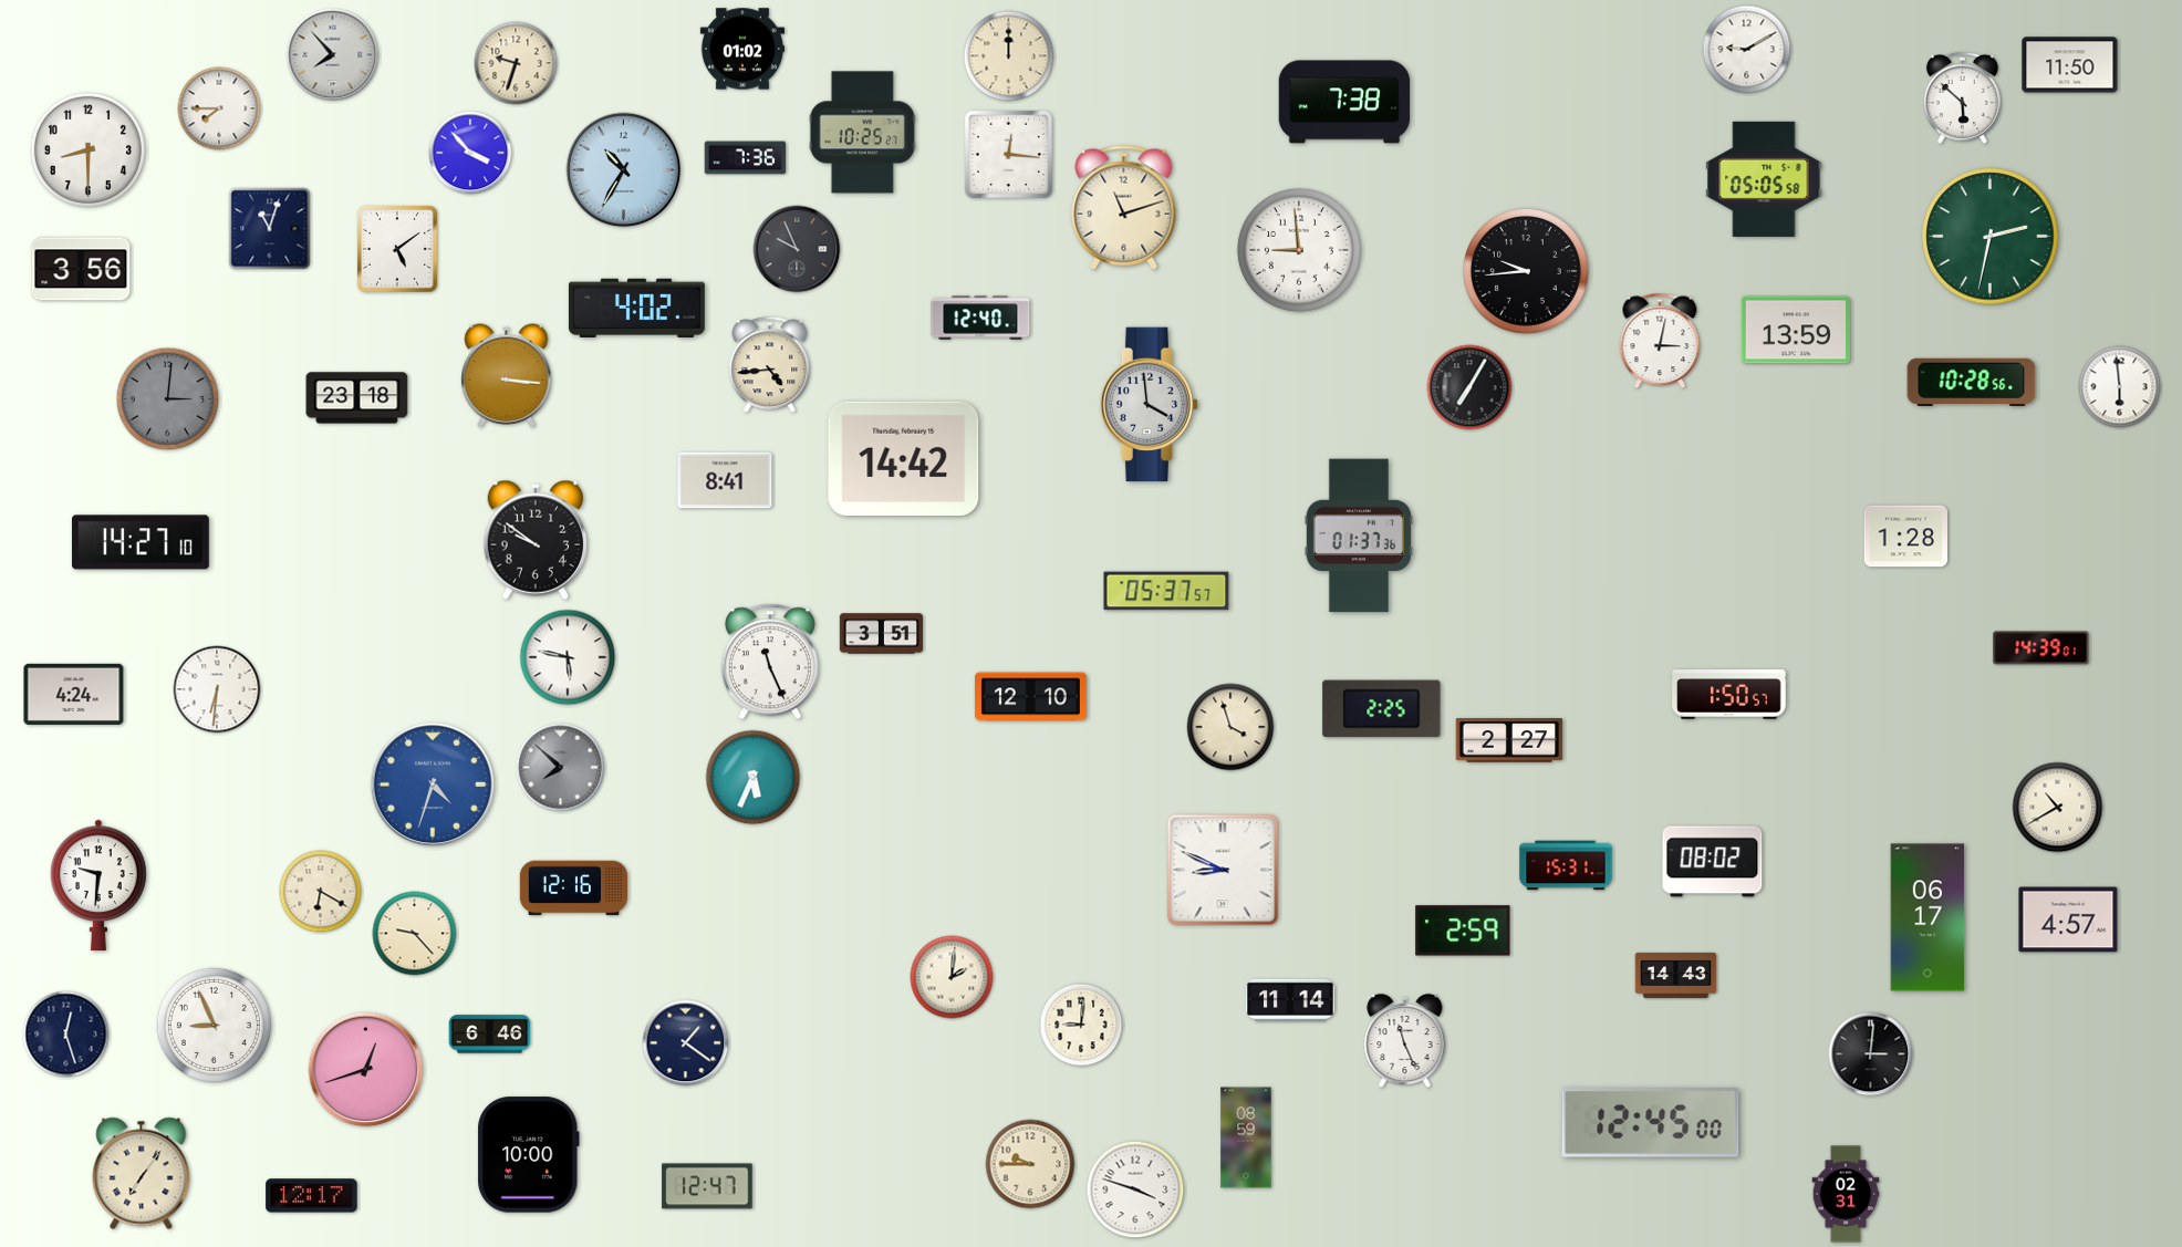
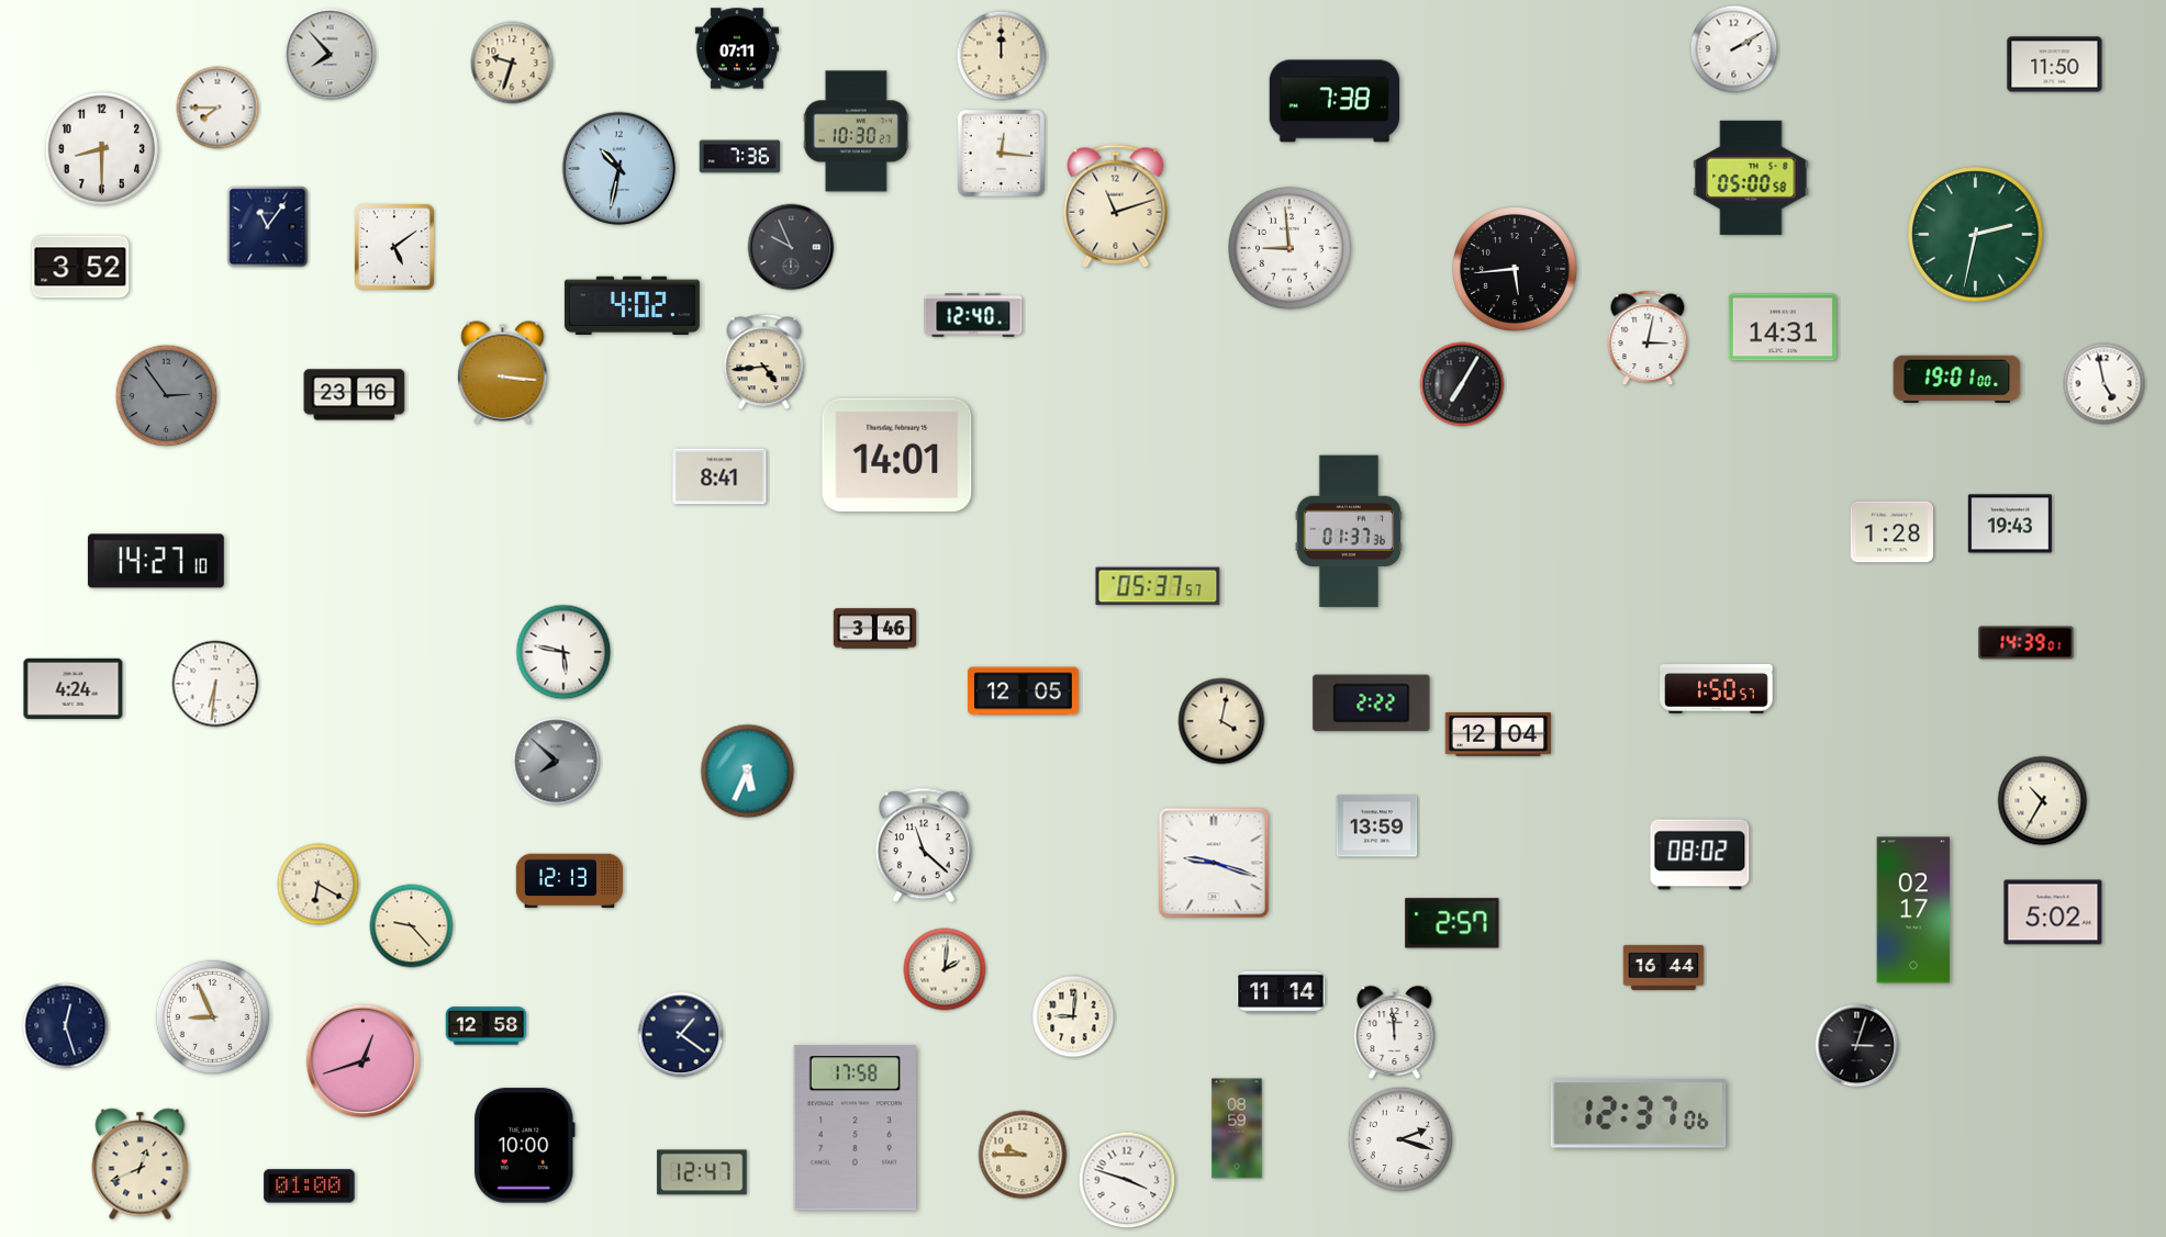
clock at (742, 49): 01:02 -> 07:11
clock at (1747, 50): 9:10 -> 2:10
clock at (1962, 97): 5:52 -> none
clock at (862, 133): 10:25 -> 10:30
clock at (87, 149) position: (87, 149) -> (101, 148)
clock at (470, 153): 3:53 -> none
clock at (624, 170): 10:35 -> 10:32
clock at (1764, 179): 05:05 -> 05:00
clock at (270, 229): 11:03 -> 11:06
clock at (81, 269): 3:56 -> 3:52
clock at (1526, 271): 9:44 -> 5:44
clock at (1796, 330): 13:59 -> 14:31
clock at (1972, 382): 10:28 -> 19:01
clock at (1469, 387) position: (1469, 387) -> (1462, 384)
clock at (2120, 387): 5:59 -> 4:58
clock at (357, 398): 23:18 -> 23:16
clock at (168, 399): 3:01 -> 2:54
clock at (1150, 405): 3:59 -> none
clock at (904, 458): 14:42 -> 14:01
clock at (2010, 524): none -> 19:43
clock at (536, 540): 9:51 -> none
clock at (141, 542) position: (141, 542) -> (156, 561)
clock at (882, 634): 3:51 -> 3:46
clock at (770, 662): 11:26 -> none
clock at (1030, 697): 12:10 -> 12:05
clock at (1382, 709): 2:25 -> 2:22
clock at (1230, 727): 3:57 -> 4:02
clock at (1509, 740): 2:27 -> 12:04
clock at (433, 784): 4:33 -> none
clock at (2058, 808): 10:40 -> 10:35
clock at (1377, 826): none -> 13:59
clock at (924, 845): none -> 11:22
clock at (1566, 865): 15:31 -> none
clock at (1223, 870): 8:49 -> 9:18
clock at (100, 885): 9:31 -> none
clock at (573, 889): 12:16 -> 12:13
clock at (1928, 917): 06:17 -> 02:17
clock at (2068, 919): 4:57 -> 5:02
clock at (1463, 931): 2:59 -> 2:57
clock at (1676, 975): 14:43 -> 16:44
clock at (490, 1035): 6:46 -> 12:58
clock at (1405, 1041): 11:26 -> 11:59
clock at (1871, 1054): 3:01 -> 3:03
clock at (1651, 1123): 12:45 -> 12:37
clock at (855, 1128): none -> 17:58
clock at (1400, 1139): none -> 2:18
clock at (142, 1174): 7:06 -> 12:41
clock at (707, 1186) position: (707, 1186) -> (702, 1172)
clock at (1846, 1194): 02:31 -> none
clock at (312, 1196): 12:17 -> 01:00
